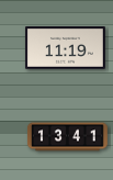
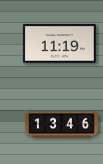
clock at (67, 137): 13:41 -> 13:46
